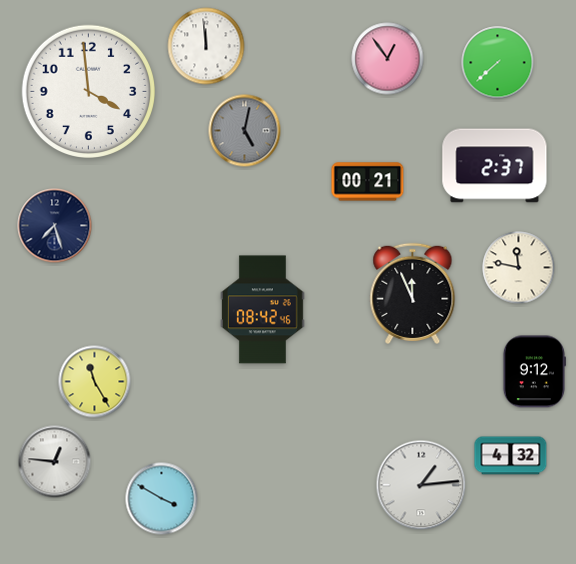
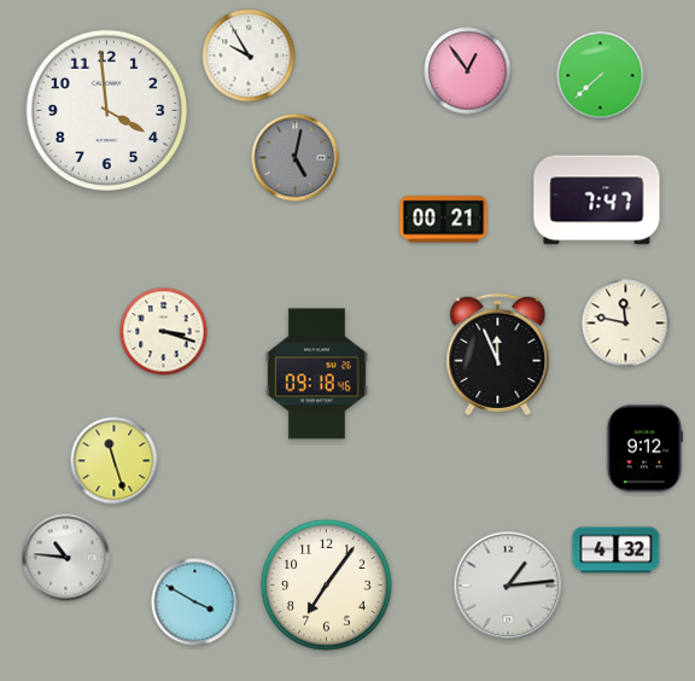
clock at (206, 46): 11:59 -> 9:55
clock at (495, 166): 2:37 -> 7:47
clock at (55, 226): 7:27 -> none
clock at (164, 332): none -> 3:18
clock at (262, 310): 08:42 -> 09:18
clock at (95, 382): 11:25 -> 11:27
clock at (55, 462): 12:46 -> 10:46
clock at (327, 586): none -> 7:06
